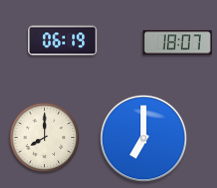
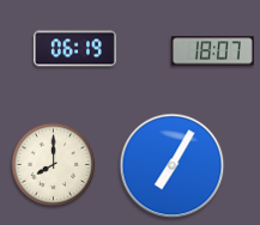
clock at (144, 139): 7:00 -> 7:05
